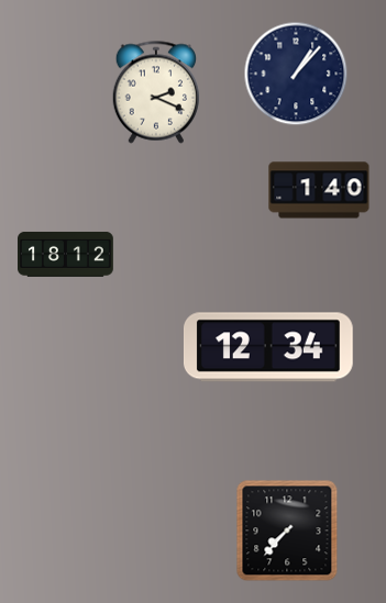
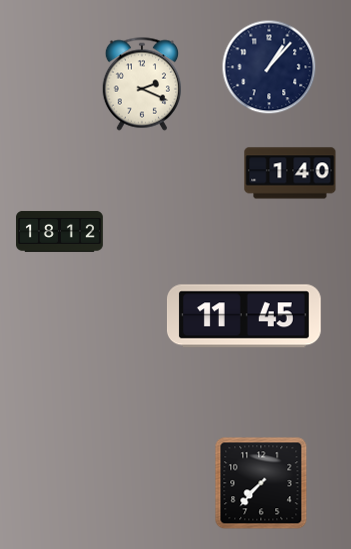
clock at (268, 347): 12:34 -> 11:45
